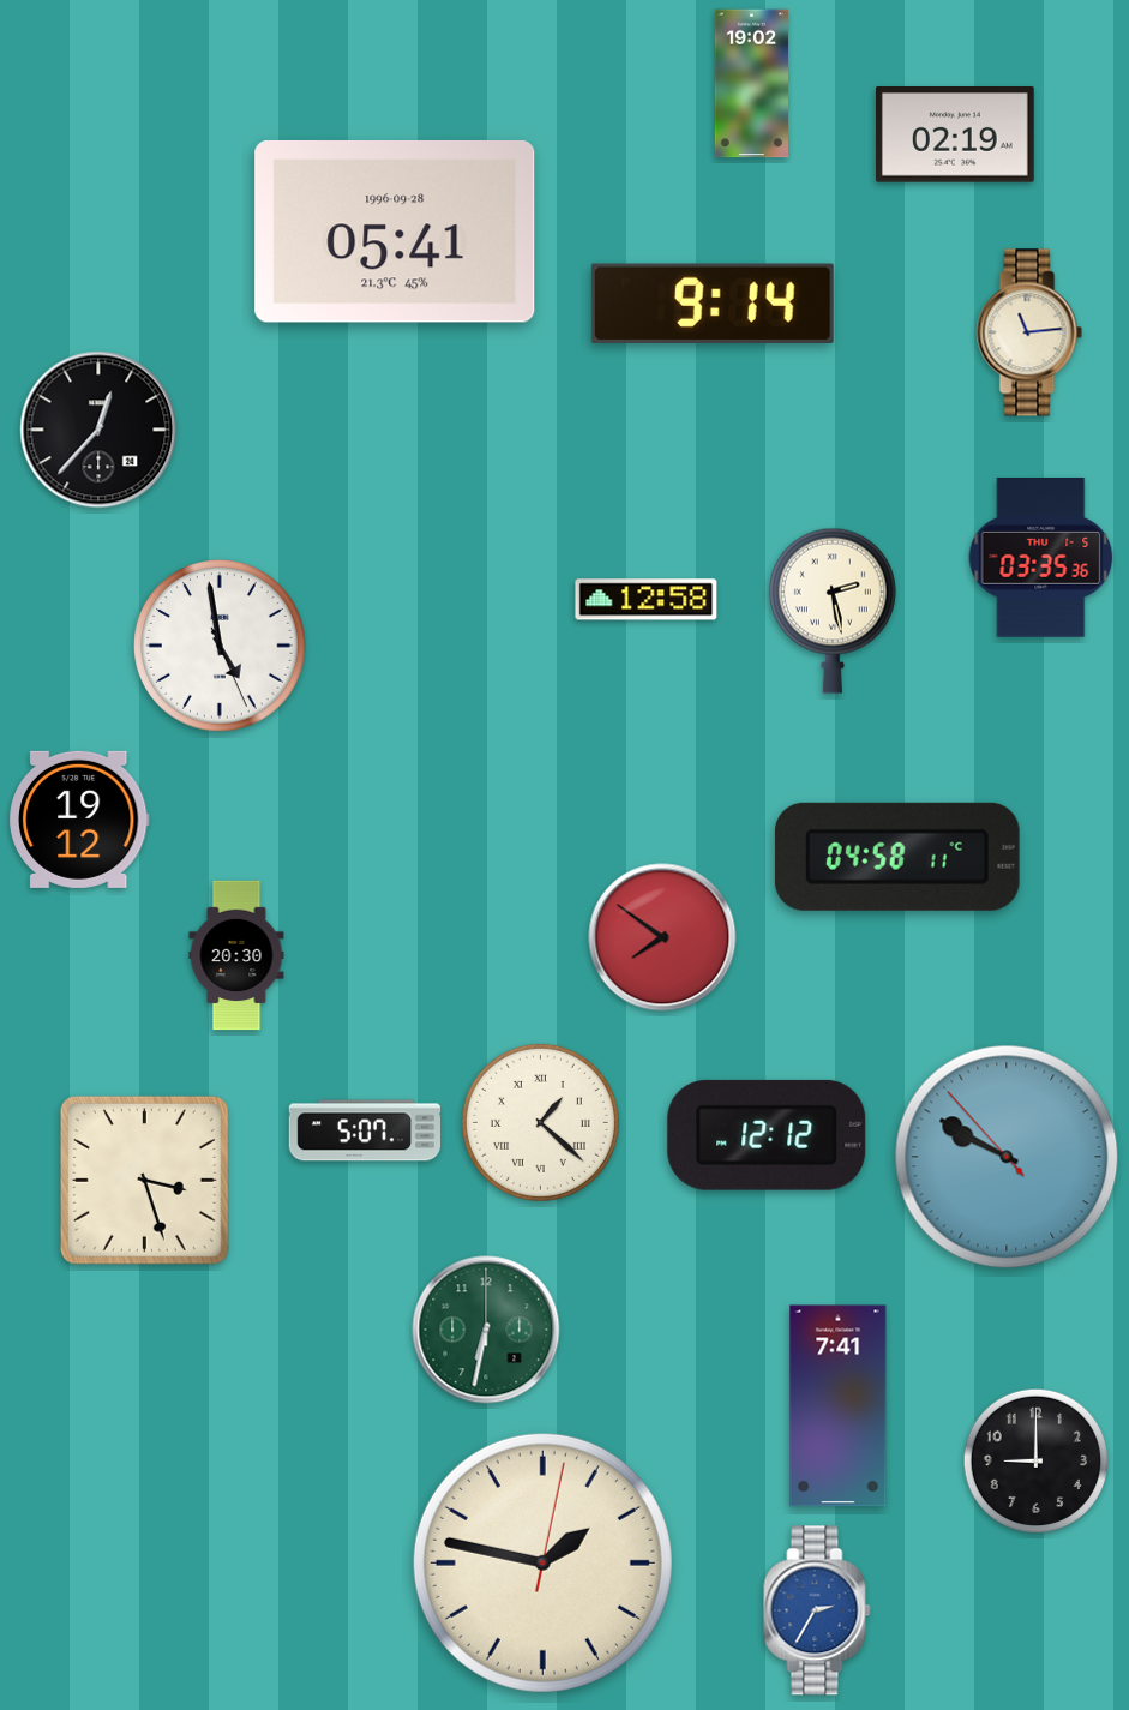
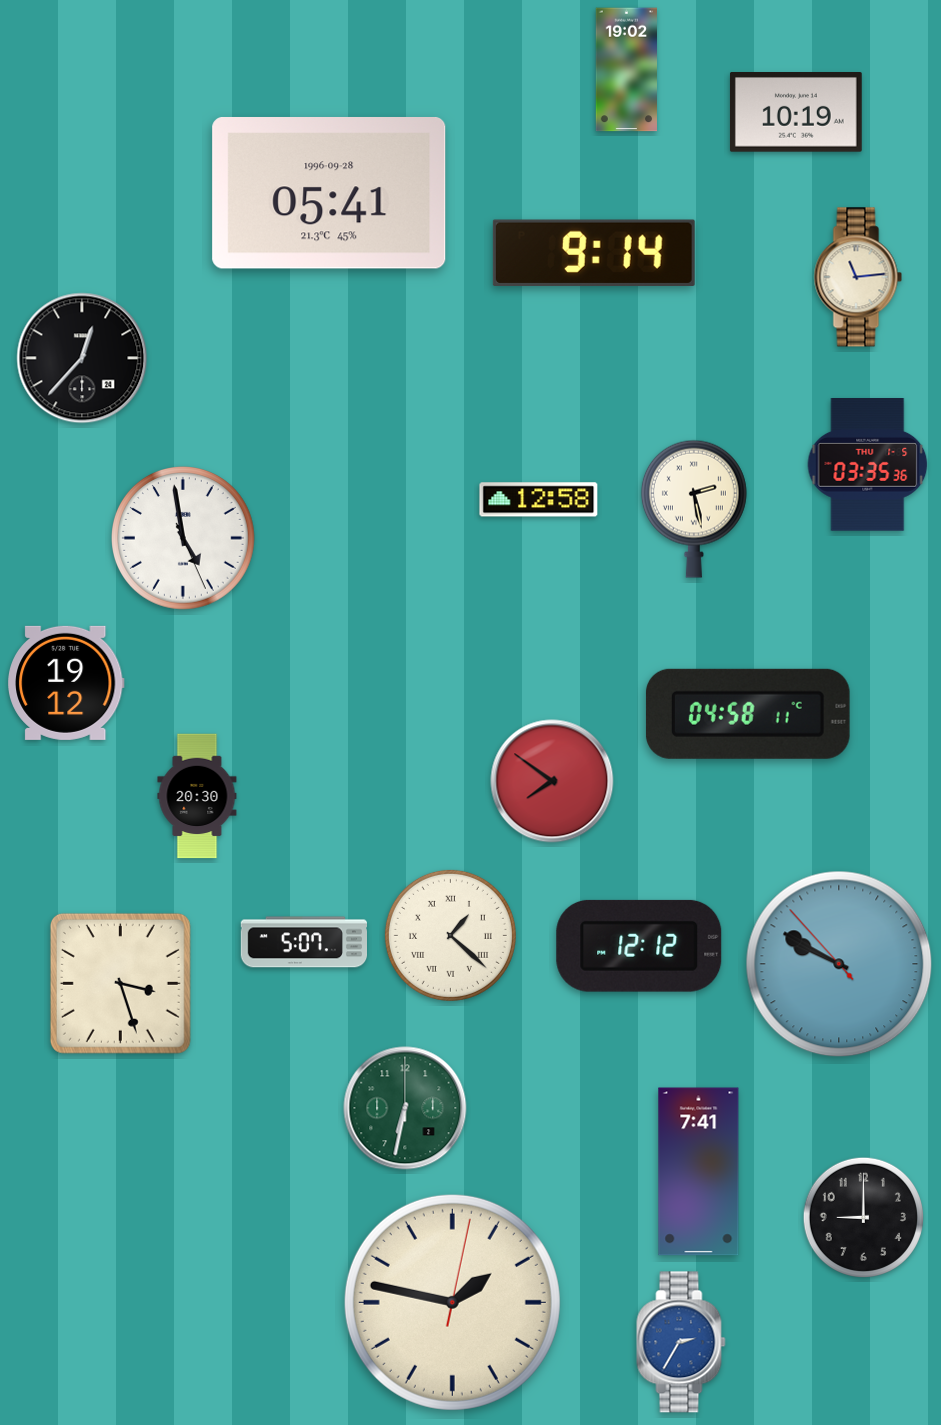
clock at (955, 136): 02:19 -> 10:19
